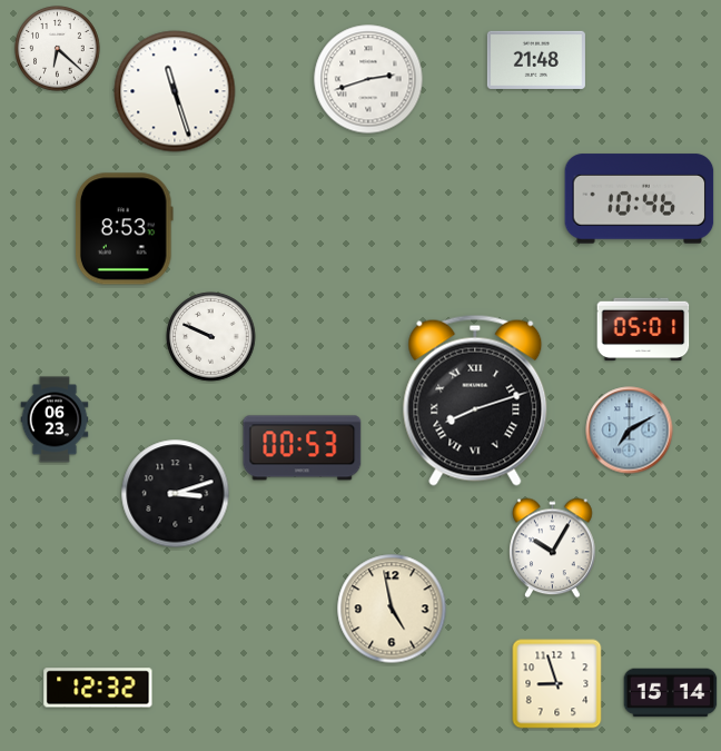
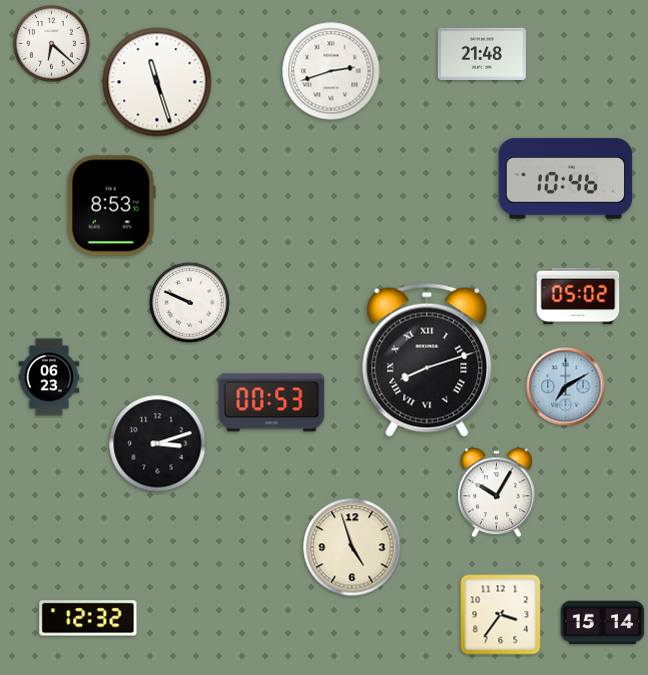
clock at (640, 199) position: (640, 199) -> (566, 179)
clock at (643, 329): 05:01 -> 05:02
clock at (392, 609): 4:58 -> 4:57
clock at (557, 684): 8:57 -> 3:36
